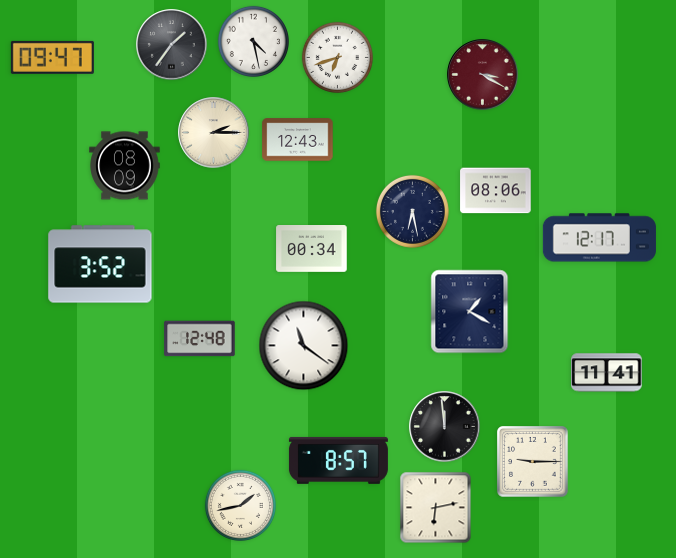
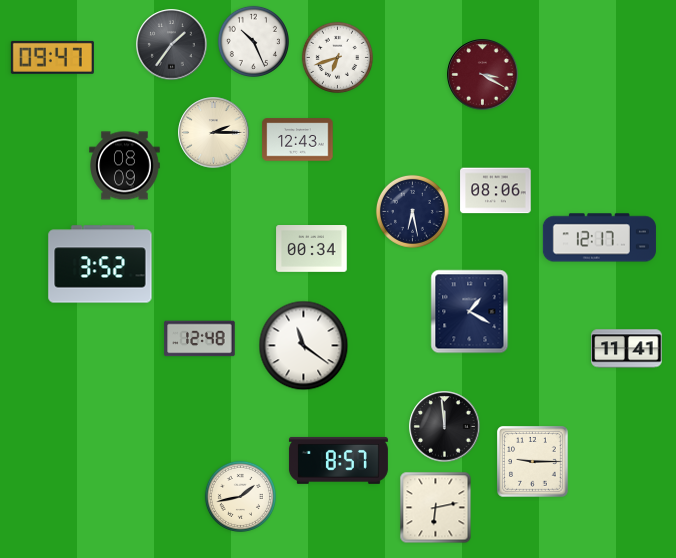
clock at (253, 41): 4:28 -> 10:26
clock at (607, 373) position: (607, 373) -> (627, 349)
clock at (240, 505) position: (240, 505) -> (240, 496)
